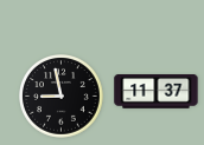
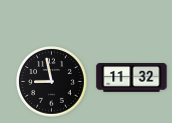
clock at (157, 92): 11:37 -> 11:32
